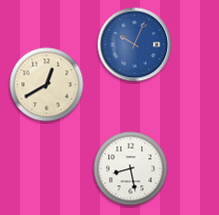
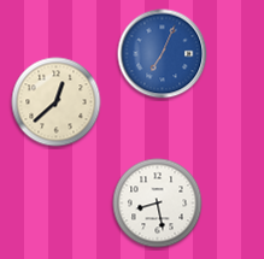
clock at (135, 45): 10:04 -> 7:04
clock at (47, 85): 12:40 -> 12:38
